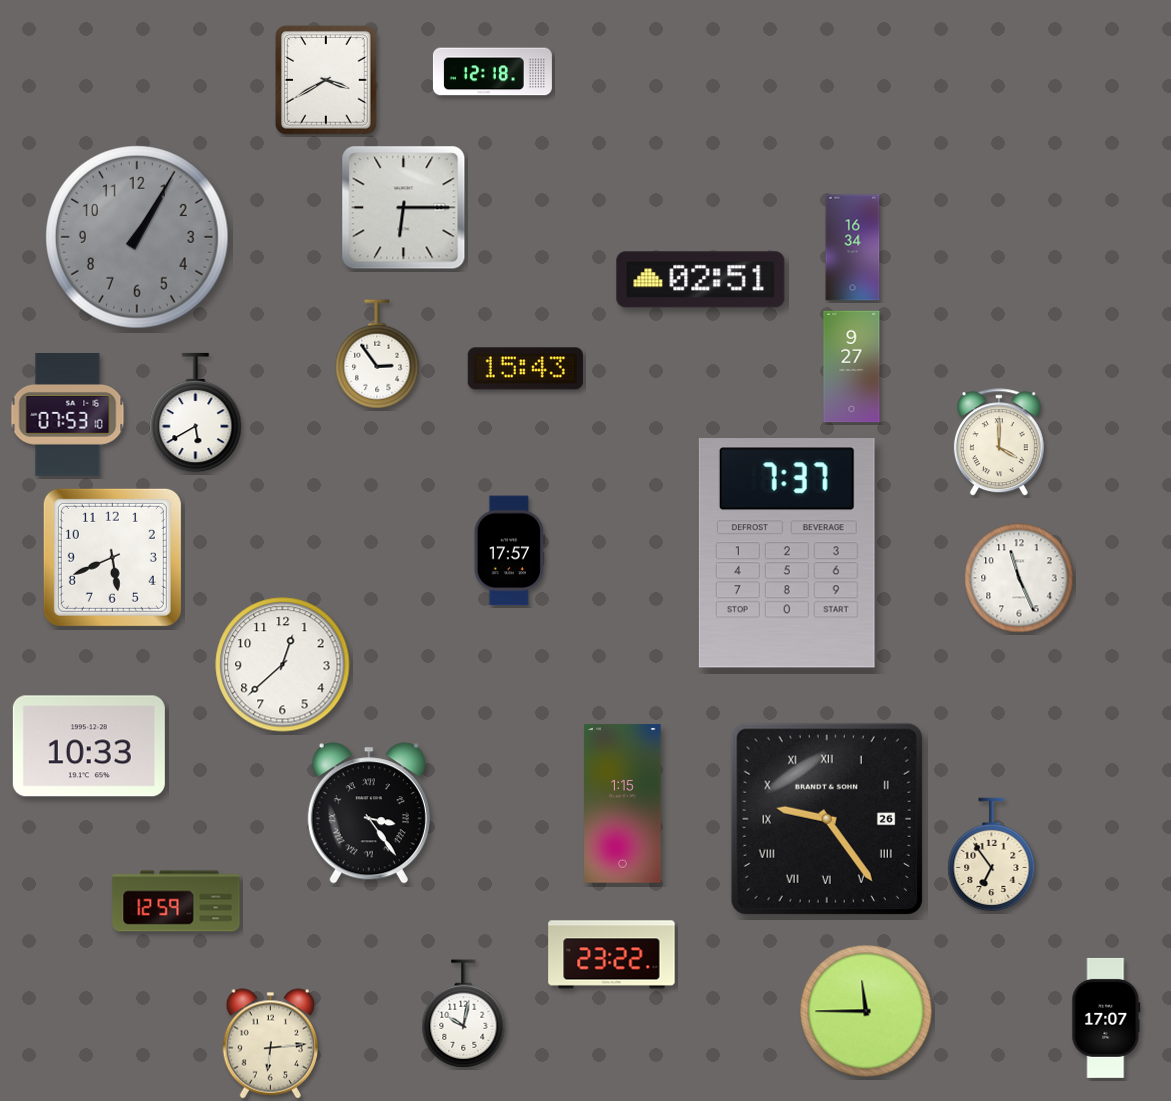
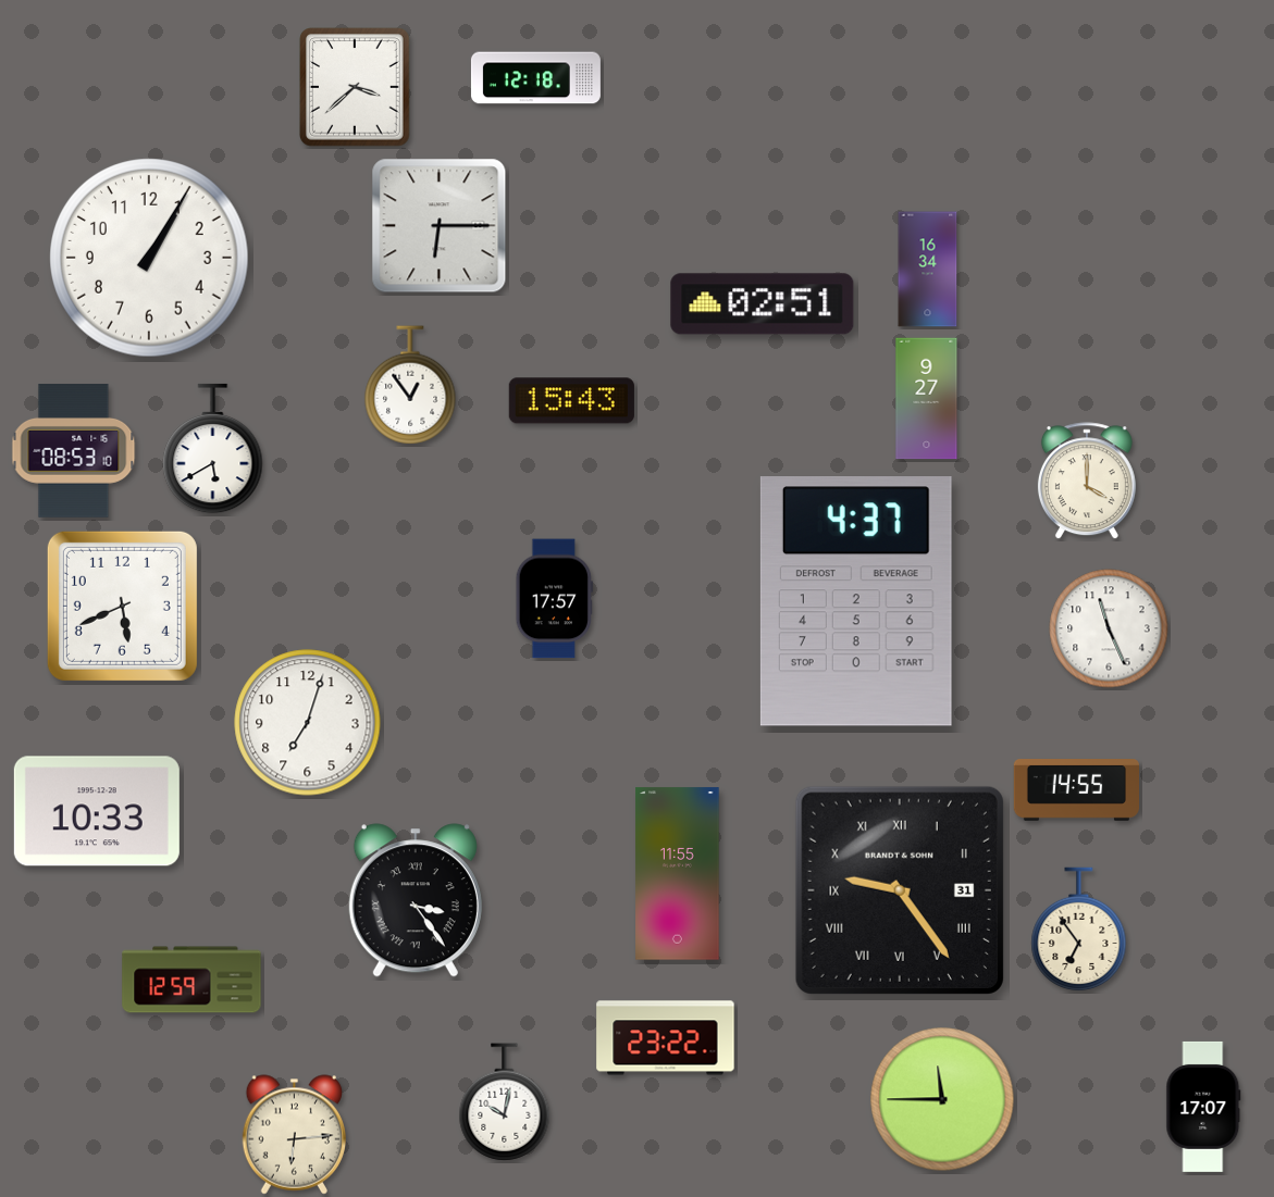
clock at (326, 80): 3:40 -> 3:38
clock at (137, 237) dial: grey -> white
clock at (377, 354): 2:54 -> 12:54
clock at (68, 415): 07:53 -> 08:53
clock at (787, 553): 7:37 -> 4:37
clock at (283, 665): 12:38 -> 7:03
clock at (1076, 790): none -> 14:55
clock at (623, 804): 1:15 -> 11:55
clock at (369, 813) position: (369, 813) -> (416, 900)
clock at (827, 819) date: 26 -> 31
